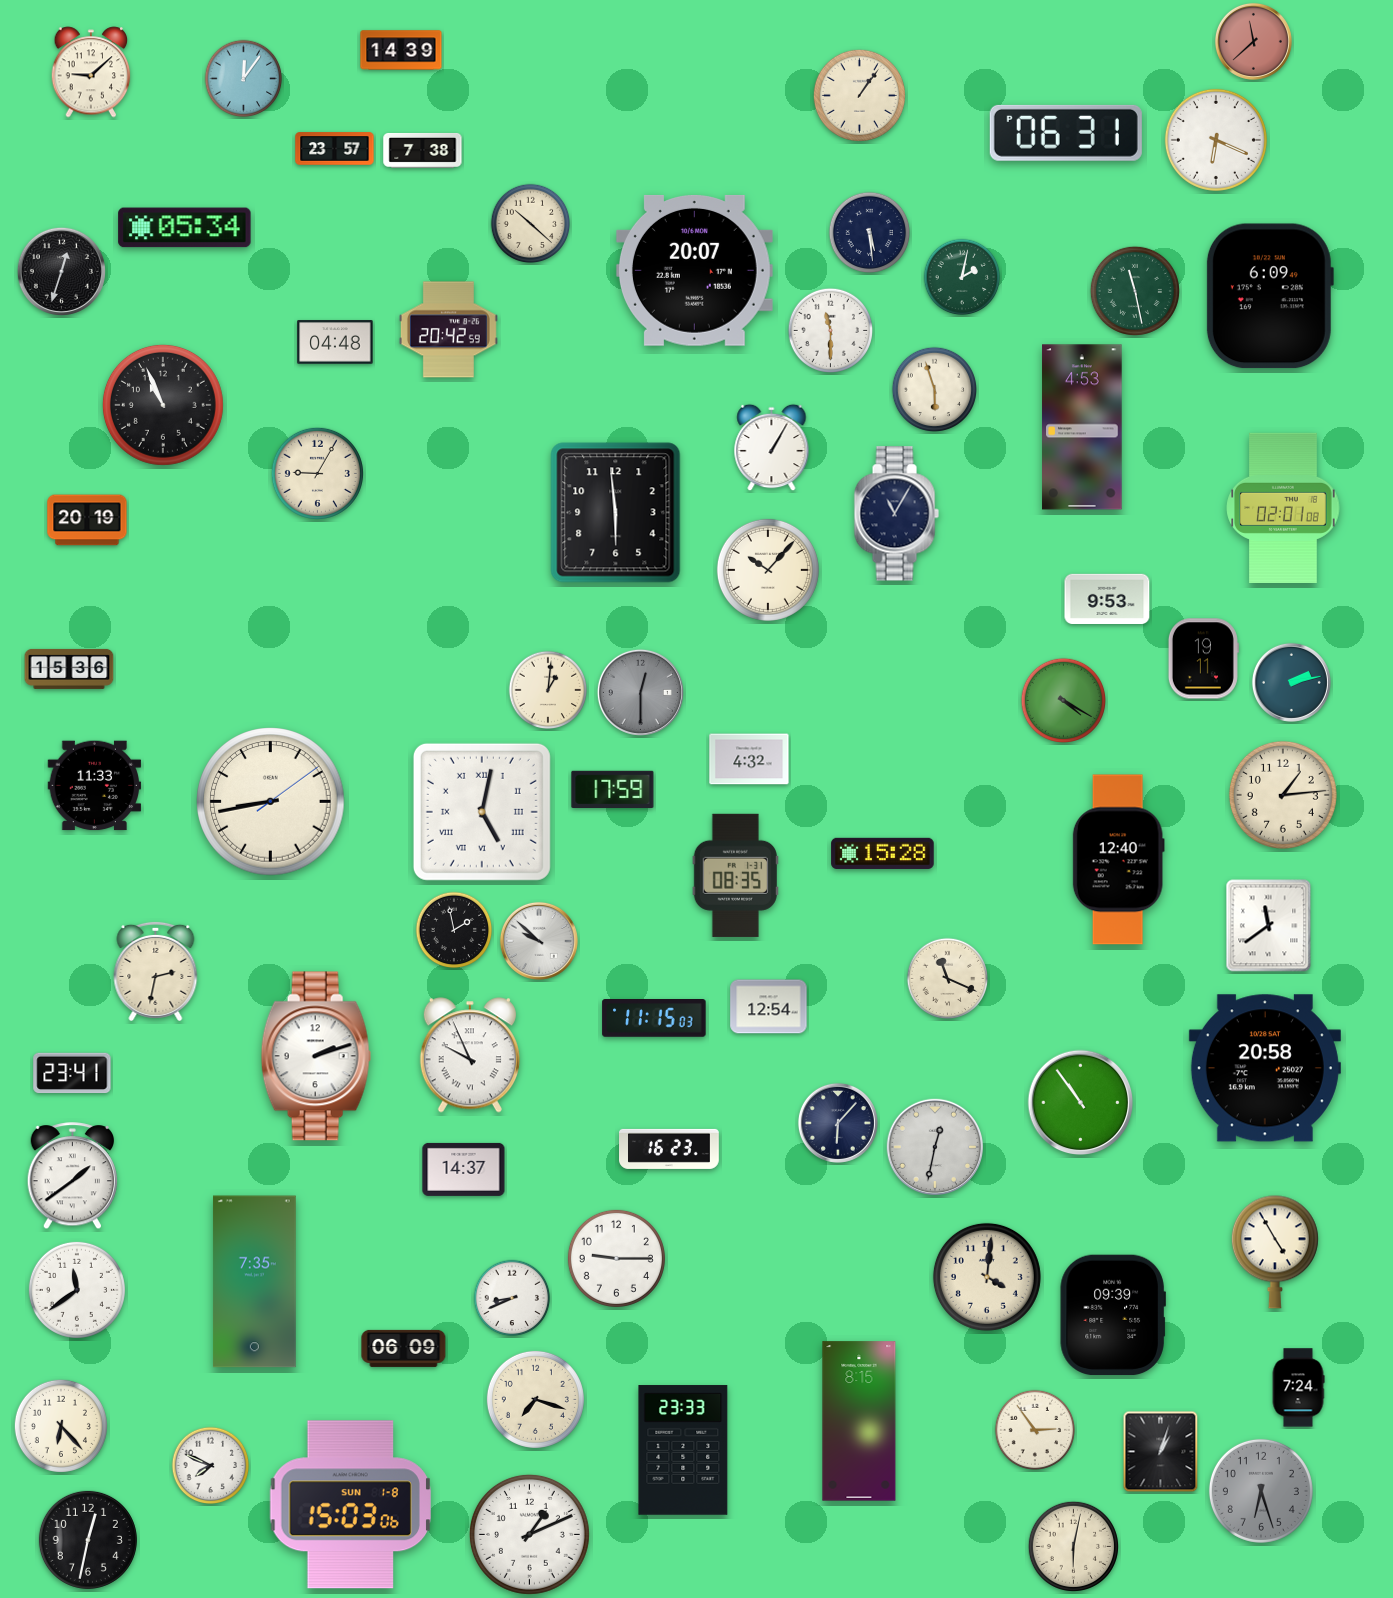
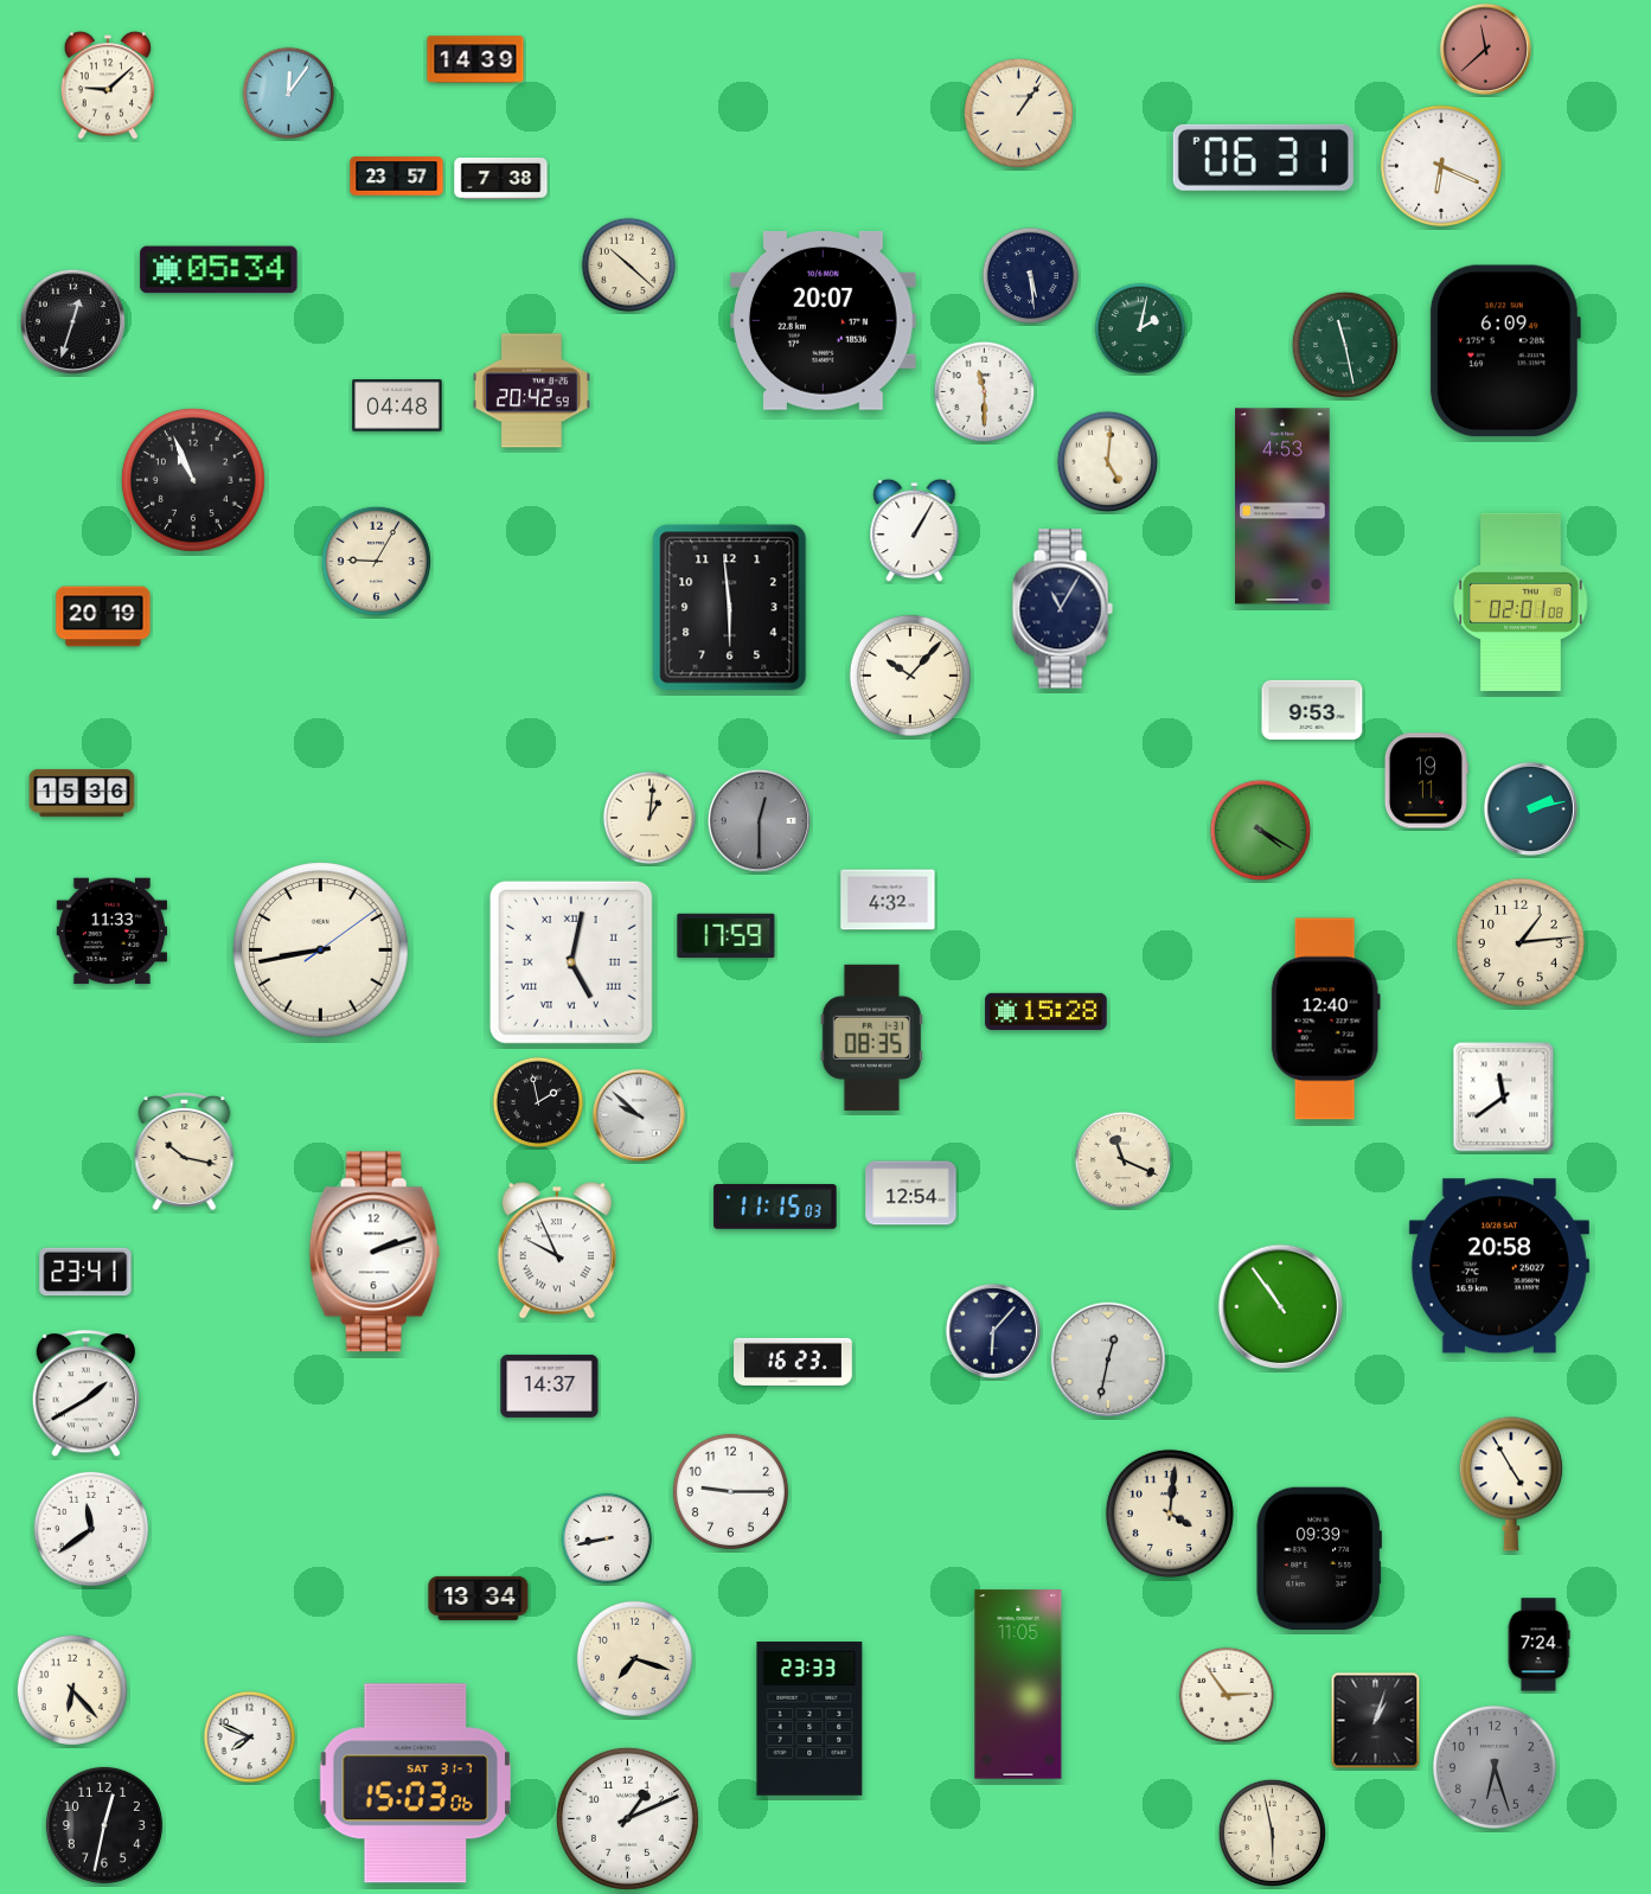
clock at (934, 389): 5:57 -> 5:01
clock at (156, 971): 2:32 -> 10:17
clock at (73, 1176): 1:39 -> 1:40
clock at (254, 1282): 7:35 -> none
clock at (512, 1298): 8:41 -> 8:43
clock at (404, 1348): 06:09 -> 13:34
clock at (859, 1421): 8:15 -> 11:05
clock at (350, 1505) date: SUN 1-8 -> SAT 31-7
clock at (1073, 1546): 6:02 -> 5:58
